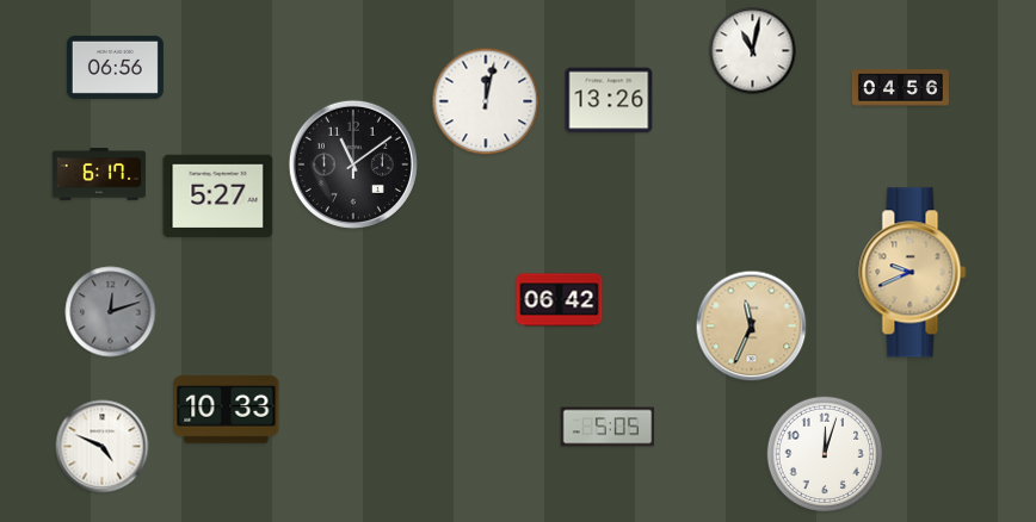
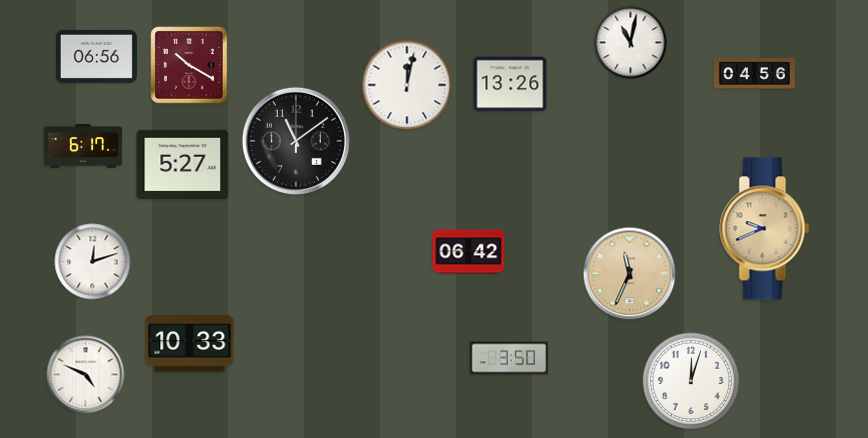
clock at (189, 65): none -> 10:20
clock at (353, 164) position: (353, 164) -> (296, 141)
clock at (111, 312) dial: grey -> white
clock at (608, 427): 5:05 -> 3:50
